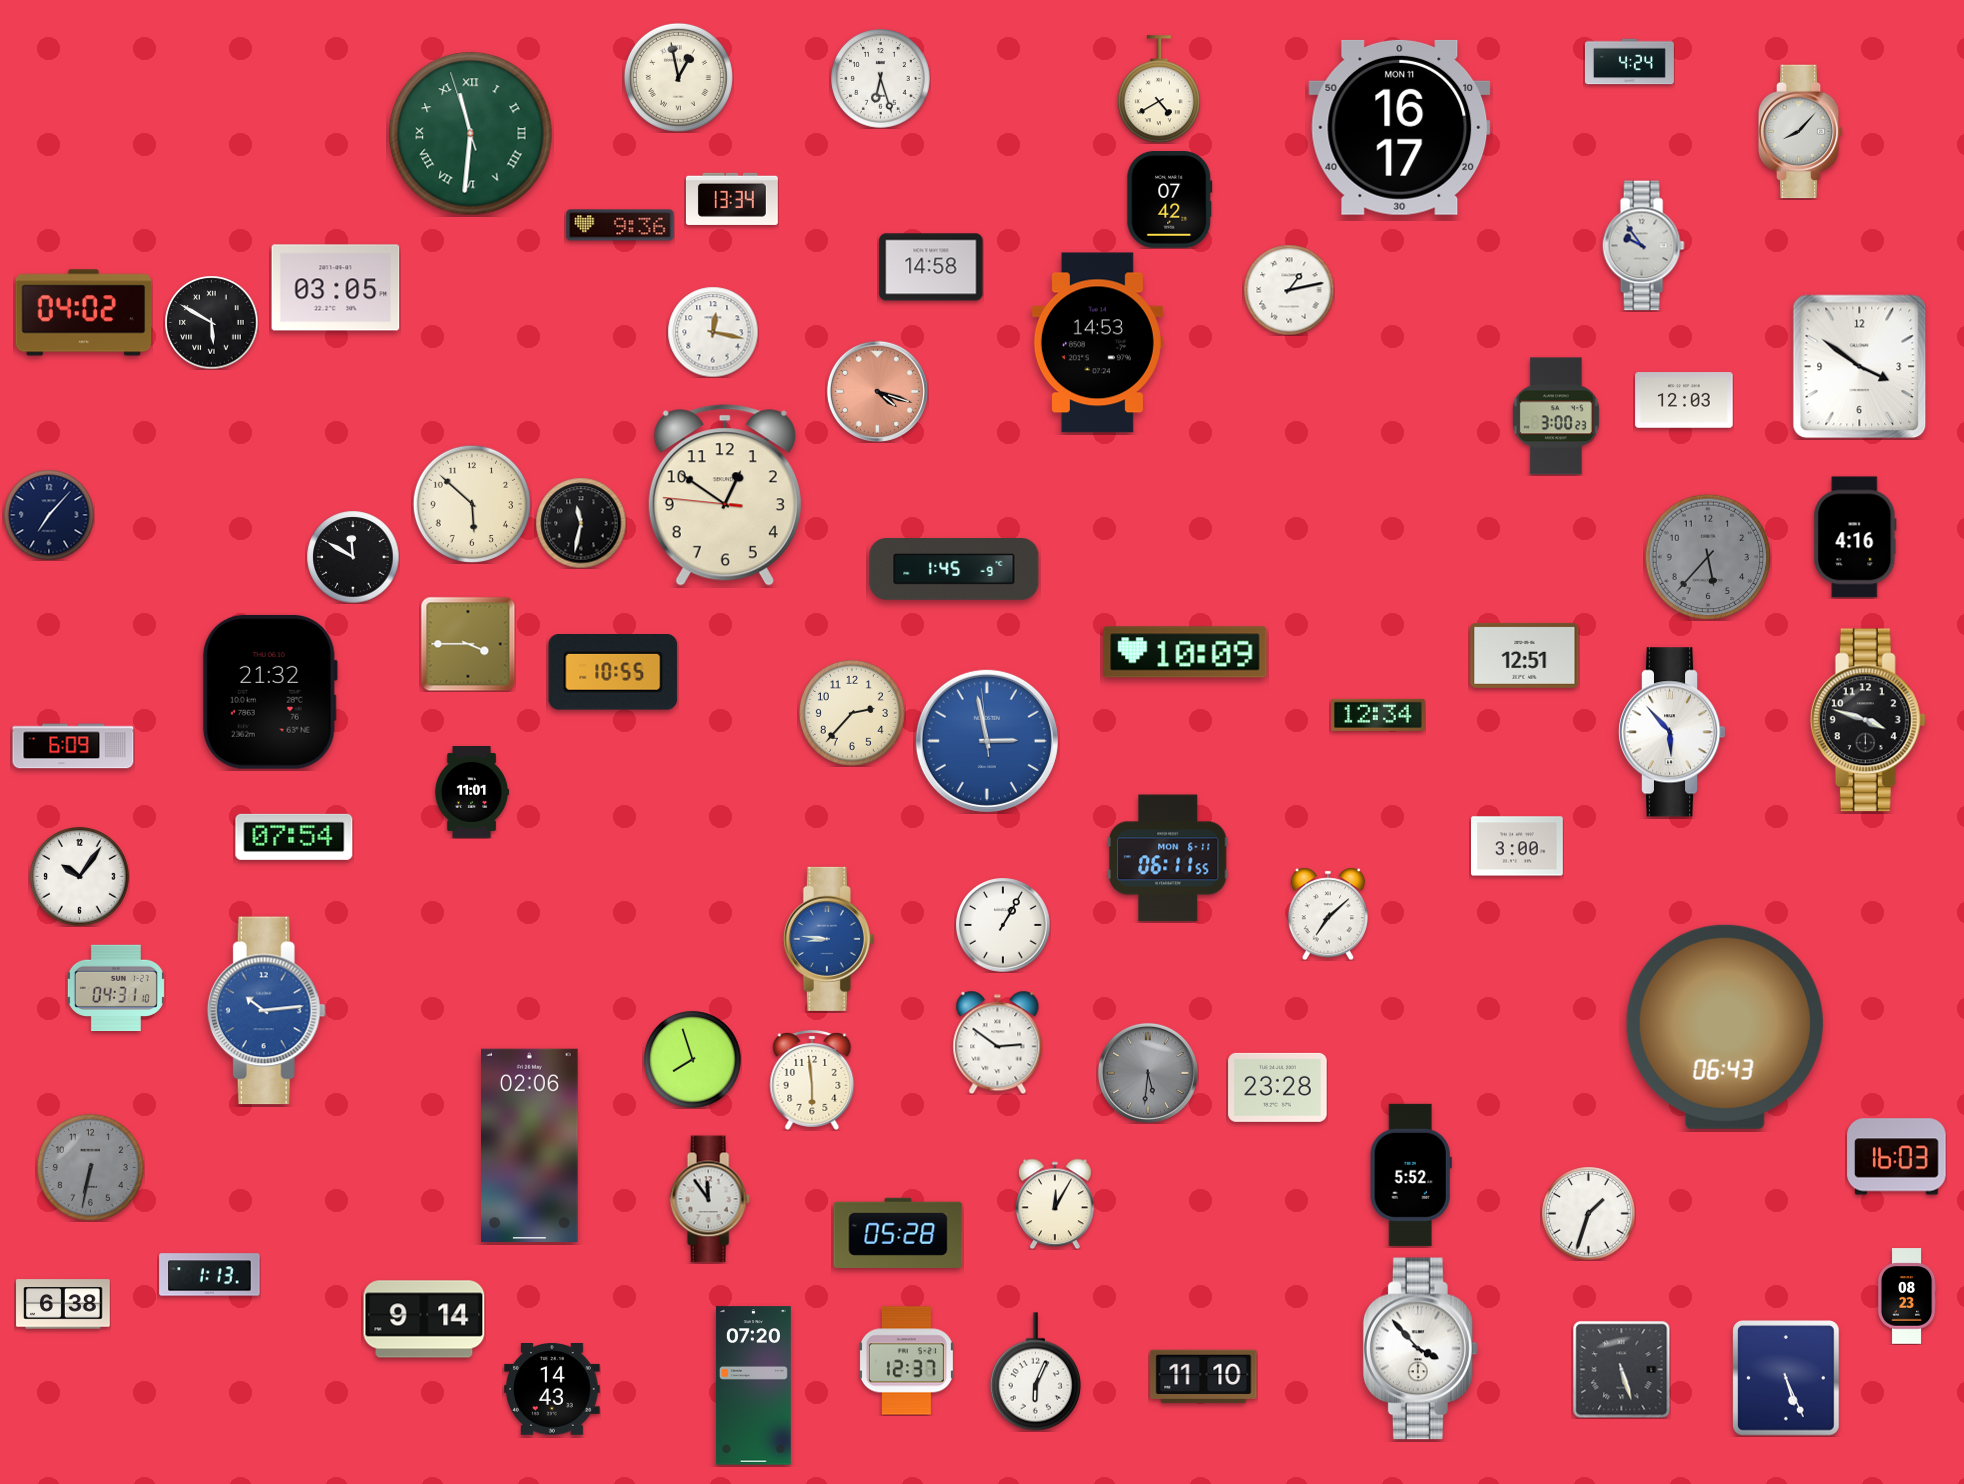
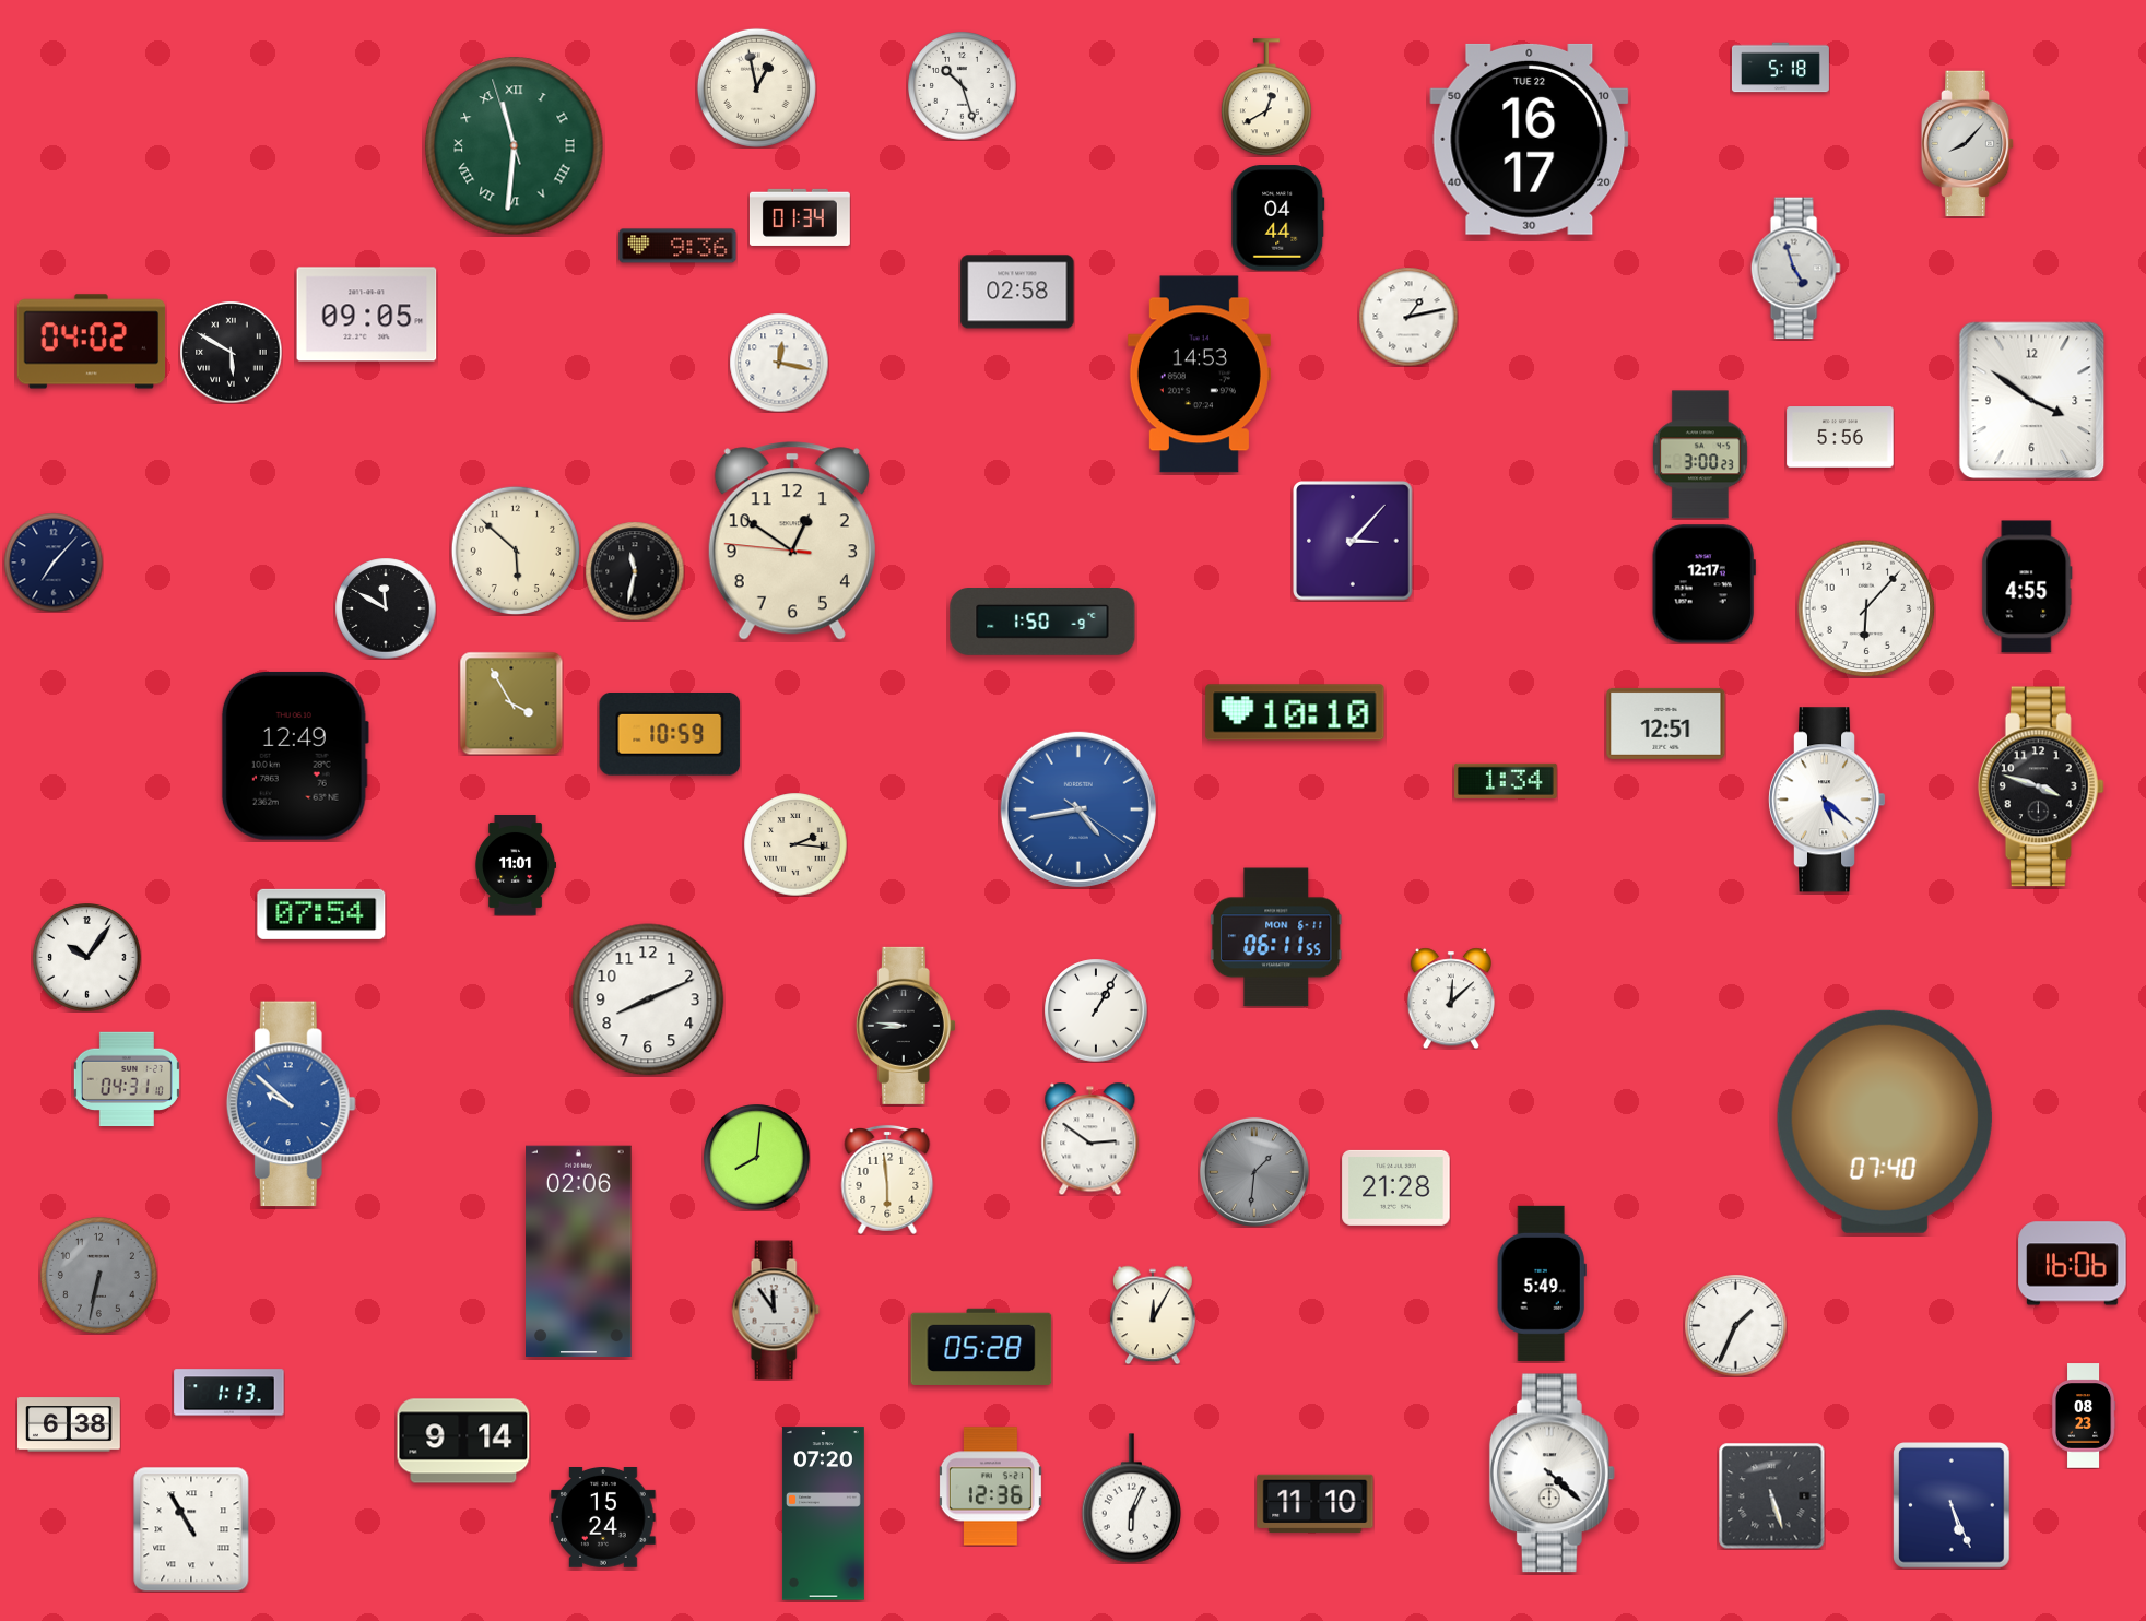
clock at (1629, 62): 4:24 -> 5:18
clock at (678, 77) position: (678, 77) -> (756, 87)
clock at (881, 79): 6:27 -> 10:27
clock at (1159, 89): 4:40 -> 12:40
clock at (1400, 127) date: MON 11 -> TUE 22
clock at (732, 199): 13:34 -> 01:34
clock at (1170, 200): 07:42 -> 04:44
clock at (1643, 246): 9:54 -> 4:57
clock at (931, 267): 14:58 -> 02:58
clock at (336, 288): 03:05 -> 09:05
clock at (877, 391): 4:18 -> none
clock at (1684, 400): 12:03 -> 5:56
clock at (1353, 541): none -> 3:07
clock at (1703, 584): none -> 12:17
clock at (1855, 537): 4:16 -> 4:55
clock at (1708, 557): 5:37 -> 6:07
clock at (1708, 557) dial: grey -> white
clock at (954, 570): 1:45 -> 1:50
clock at (468, 644): 3:45 -> 3:55
clock at (1185, 652): 10:09 -> 10:10
clock at (1525, 655) position: (1525, 655) -> (1666, 723)
clock at (613, 672): 10:55 -> 10:59
clock at (270, 692): 21:32 -> 12:49
clock at (852, 713): 2:37 -> none
clock at (1379, 715): 12:34 -> 1:34
clock at (1672, 732): 5:53 -> 5:22
clock at (987, 741): 2:57 -> 4:43
clock at (73, 746): 6:09 -> none
clock at (795, 844): none -> 2:16
clock at (1518, 846): 3:00 -> none
clock at (1328, 914): 7:08 -> 12:08
clock at (648, 999): none -> 8:11
clock at (829, 939) dial: blue -> black
clock at (266, 1011): 10:14 -> 9:52
clock at (1725, 1027): 06:43 -> 07:40
clock at (693, 1060): 7:57 -> 8:01
clock at (1148, 1073): 5:31 -> 1:31
clock at (1278, 1087): 23:28 -> 21:28
clock at (1897, 1157): 16:03 -> 16:06
clock at (1411, 1175): 5:52 -> 5:49
clock at (1588, 1213): 1:33 -> 1:34
clock at (1420, 1349): 3:53 -> 4:22
clock at (906, 1361): 12:37 -> 12:36
clock at (552, 1390): 14:43 -> 15:24
clock at (191, 1529): none -> 10:55
